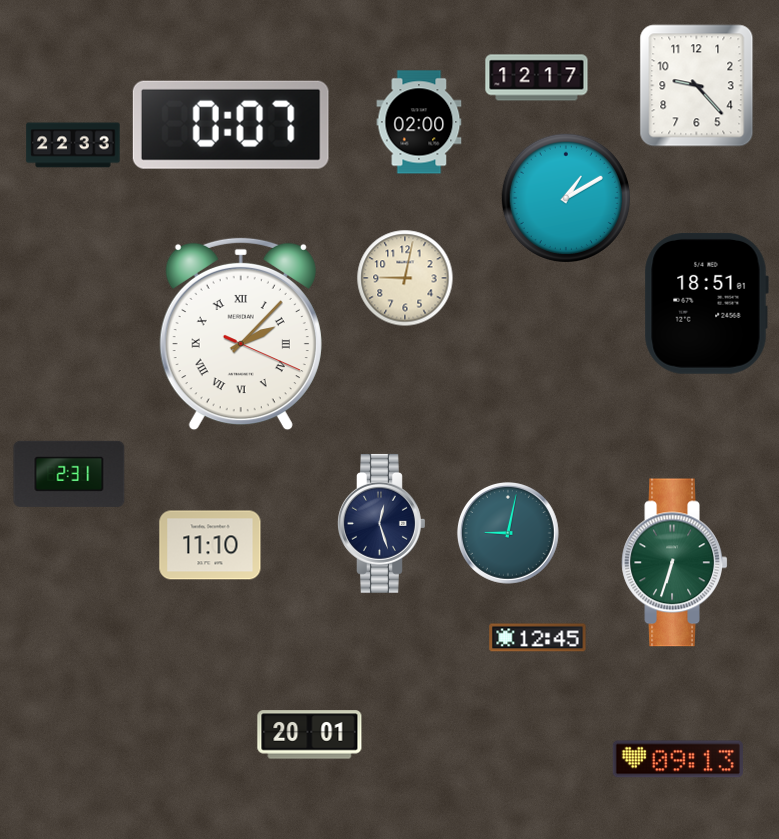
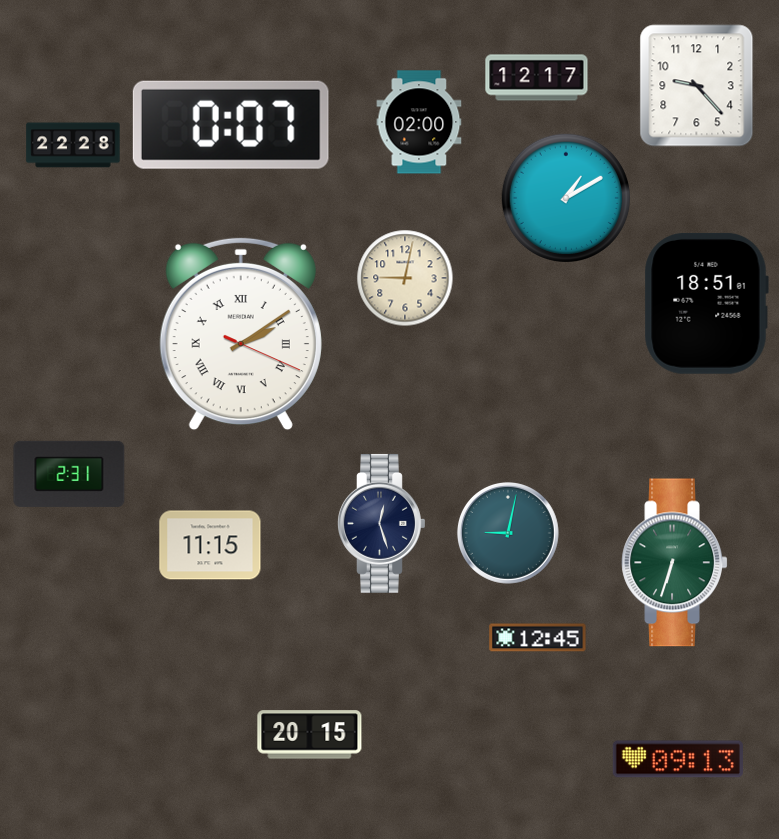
clock at (73, 145): 22:33 -> 22:28
clock at (241, 334): 2:07 -> 2:09
clock at (210, 545): 11:10 -> 11:15
clock at (310, 735): 20:01 -> 20:15
